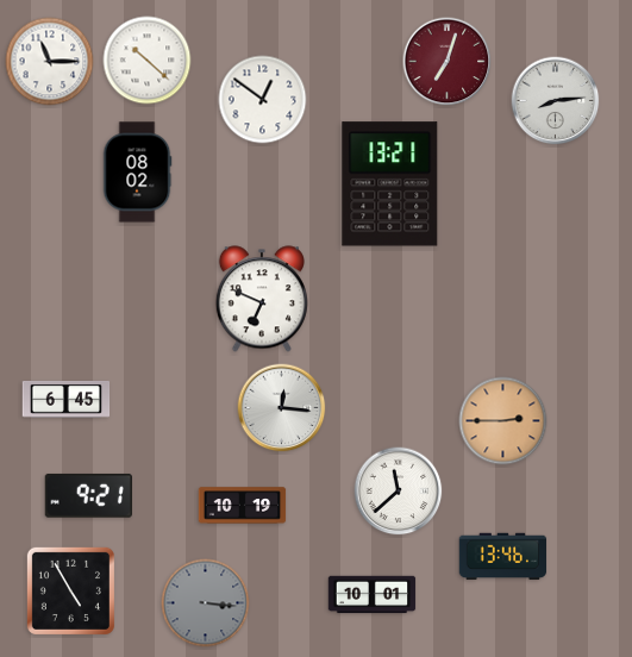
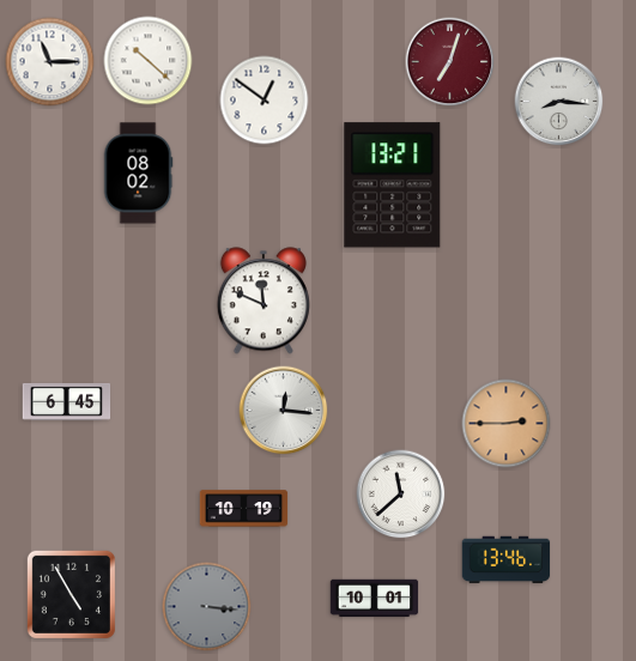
clock at (556, 101): 8:14 -> 8:16
clock at (262, 299): 6:49 -> 11:49
clock at (88, 495): 9:21 -> none
